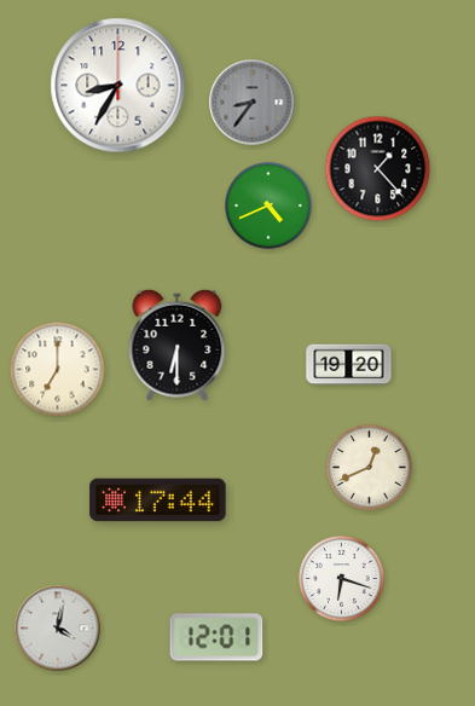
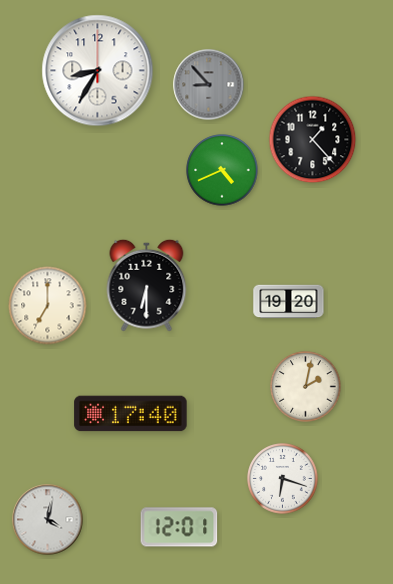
clock at (253, 103): 8:36 -> 8:53
clock at (370, 468): 12:41 -> 2:02
clock at (158, 500): 17:44 -> 17:40
